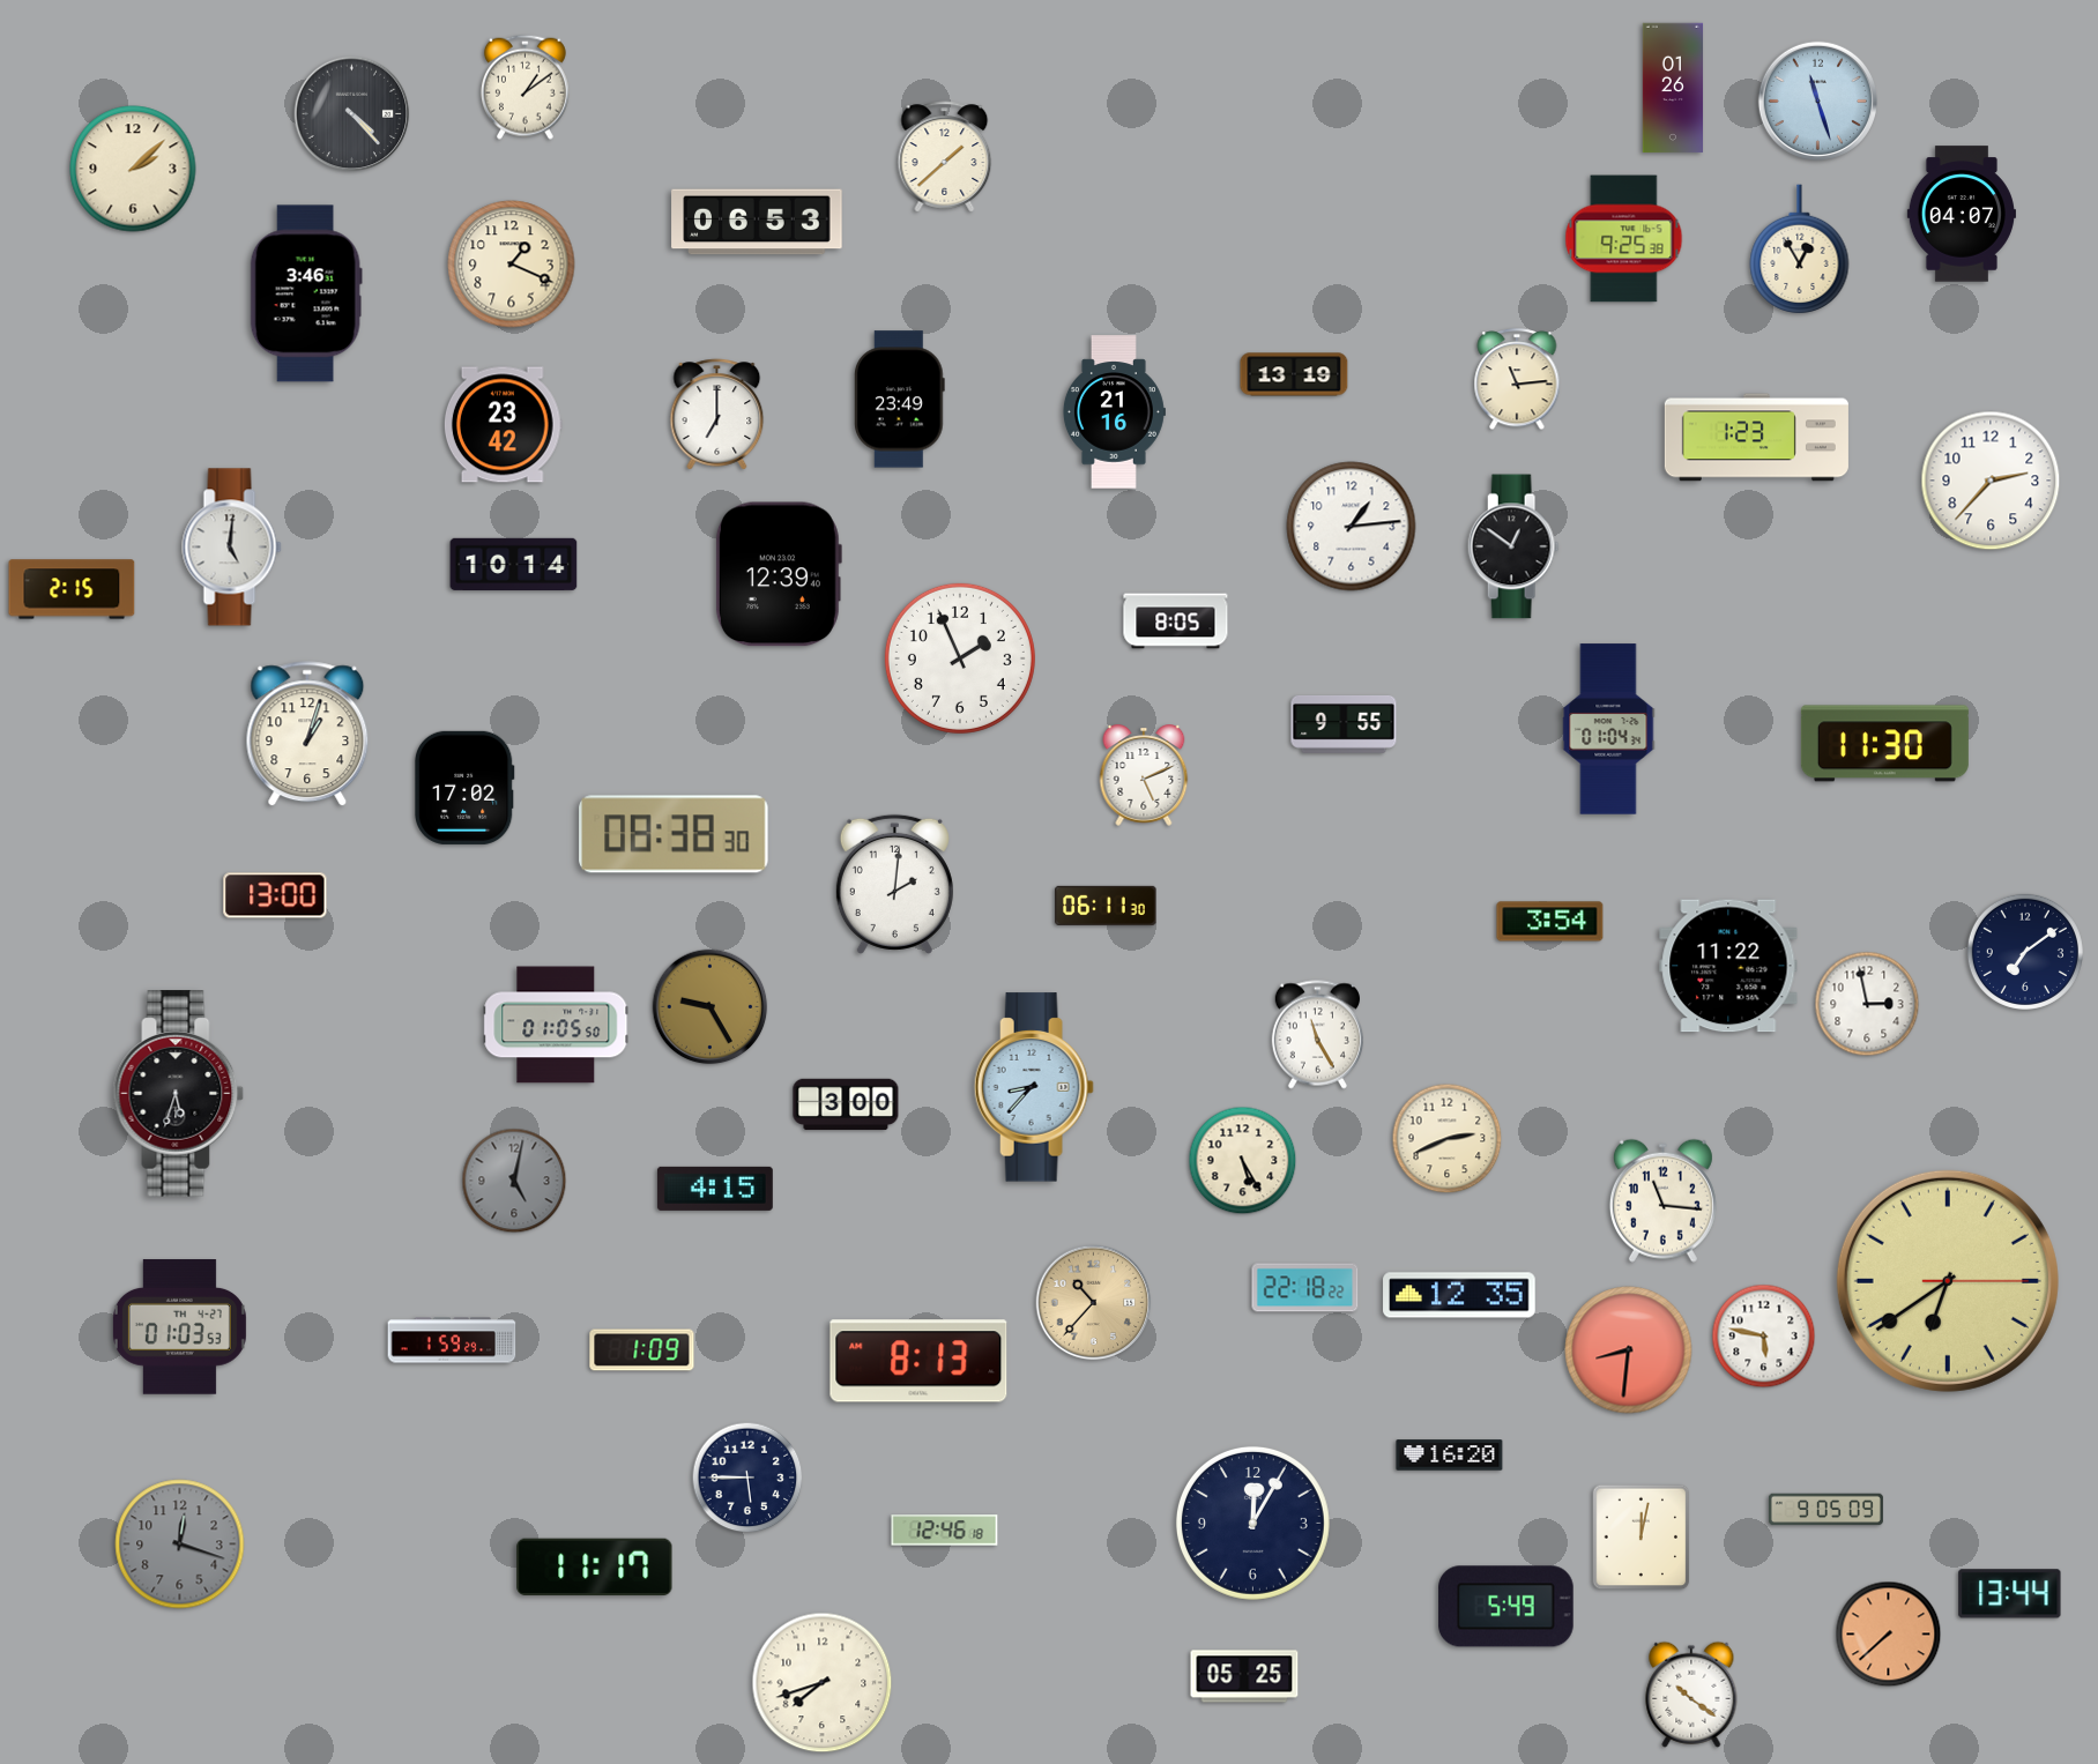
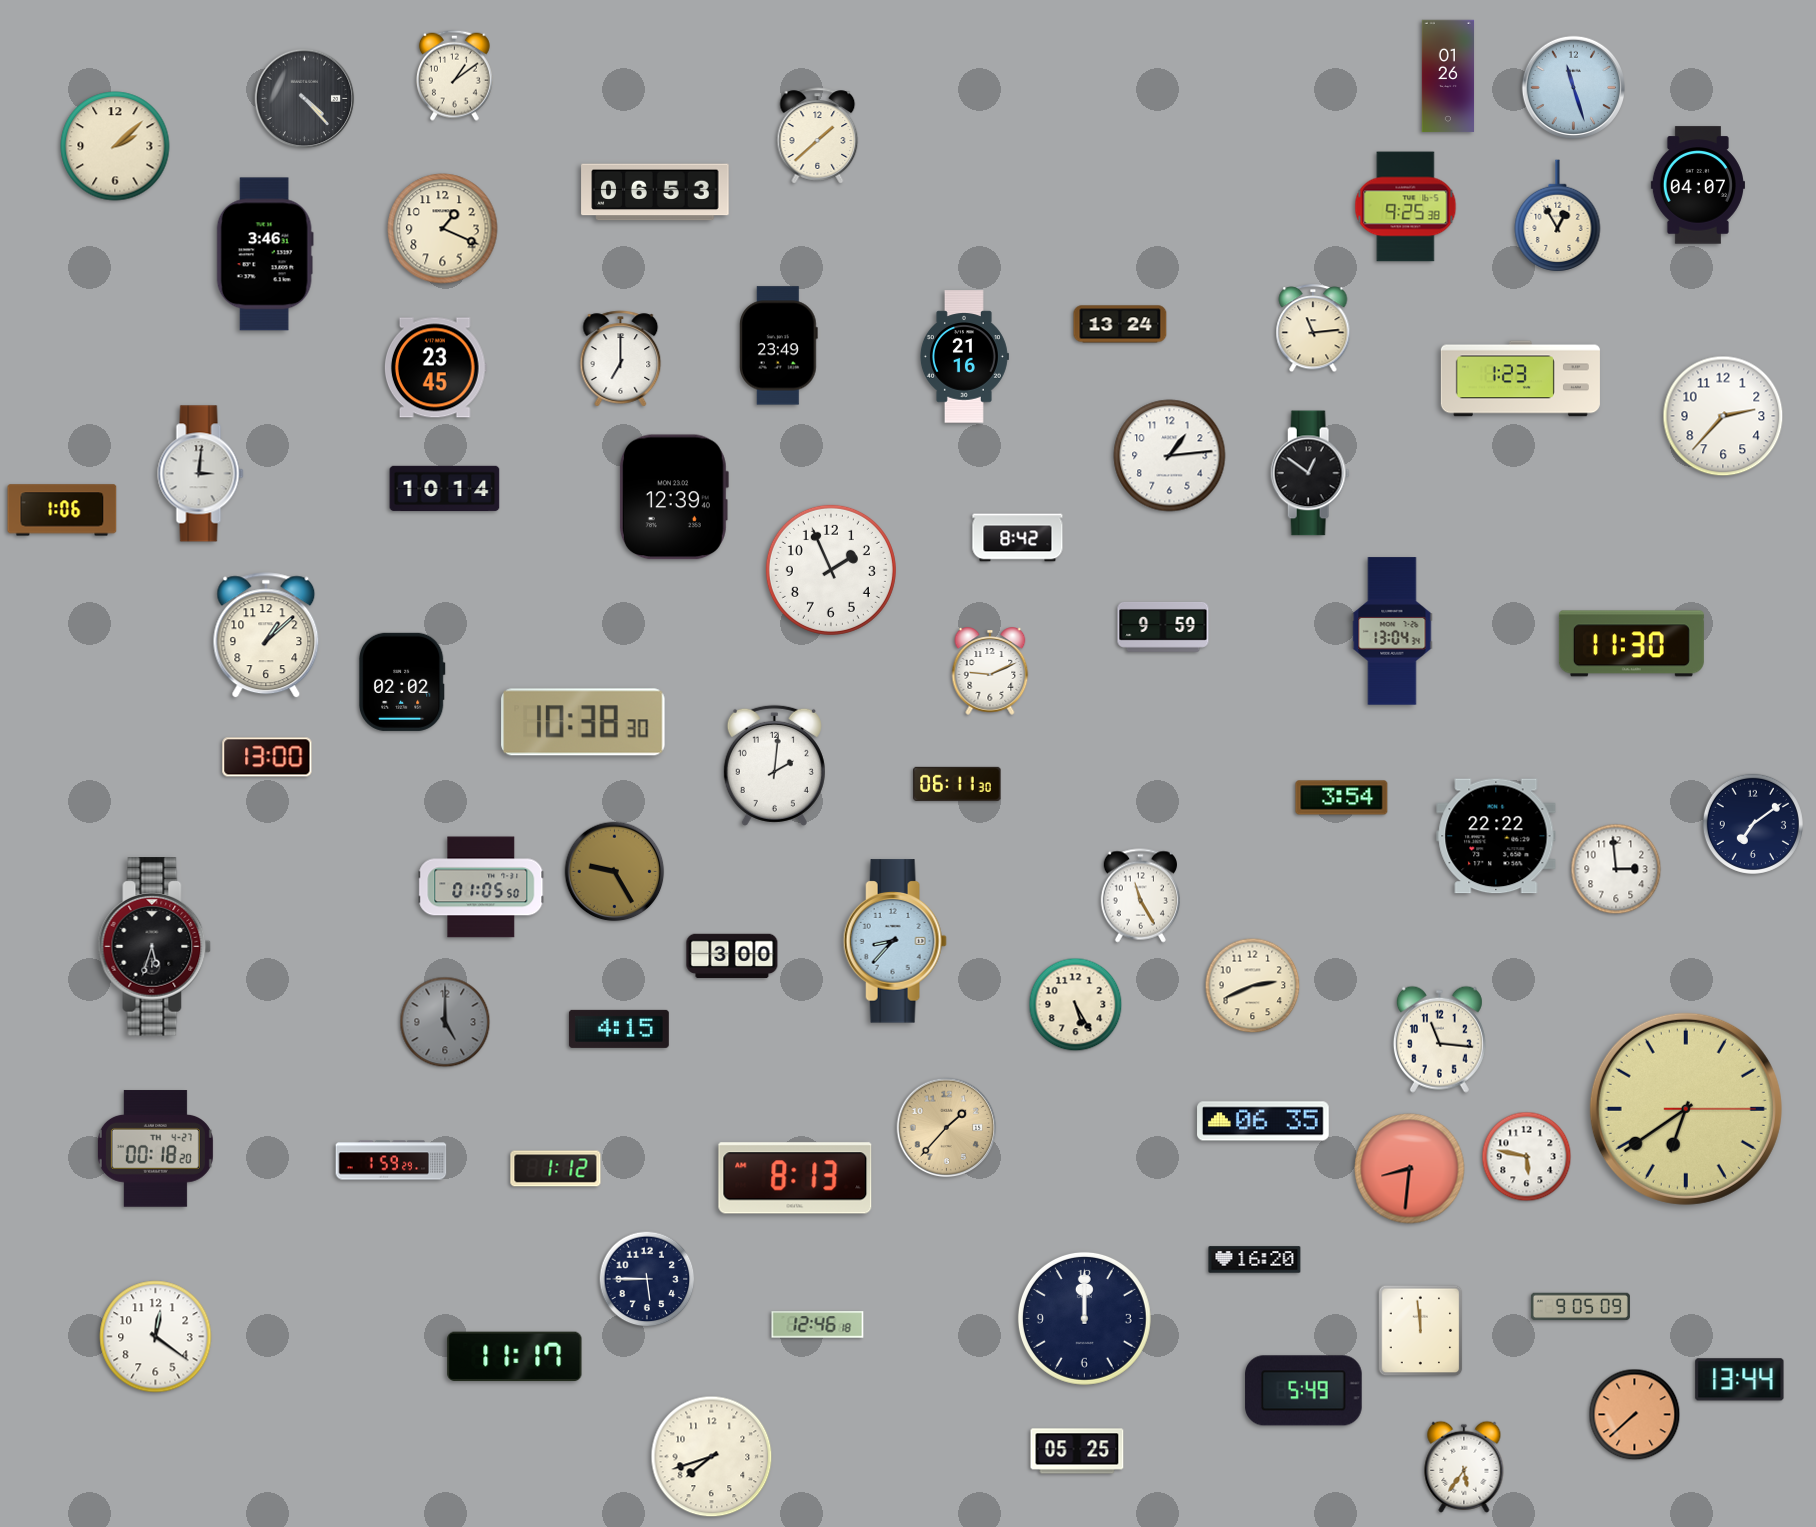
clock at (1294, 374): 13:19 -> 13:24
clock at (503, 425): 23:42 -> 23:45
clock at (232, 548): 5:01 -> 3:01
clock at (72, 589): 2:15 -> 1:06
clock at (1176, 622): 8:05 -> 8:42
clock at (1344, 724): 9:55 -> 9:59
clock at (1608, 729): 01:04 -> 13:04
clock at (307, 735): 1:03 -> 1:08
clock at (1144, 775): 5:11 -> 9:11
clock at (464, 788): 17:02 -> 02:02
clock at (674, 834): 08:38 -> 10:38
clock at (275, 895) position: (275, 895) -> (267, 757)
clock at (1728, 966): 11:22 -> 22:22
clock at (1867, 1004): 2:58 -> 2:59
clock at (514, 1181): 5:02 -> 5:00
clock at (1305, 1288): 22:18 -> none
clock at (1459, 1295): 12:35 -> 06:35
clock at (1094, 1303): 10:37 -> 1:37
clock at (179, 1327): 01:03 -> 00:18
clock at (642, 1350): 1:09 -> 1:12
clock at (1252, 1523): 12:05 -> 12:00
clock at (1642, 1538): 12:02 -> 11:59
clock at (180, 1545): 12:18 -> 12:21
clock at (180, 1545) dial: grey -> white
clock at (1691, 1695): 10:21 -> 5:36
